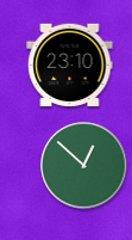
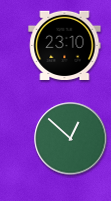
clock at (70, 64) position: (70, 64) -> (65, 45)
